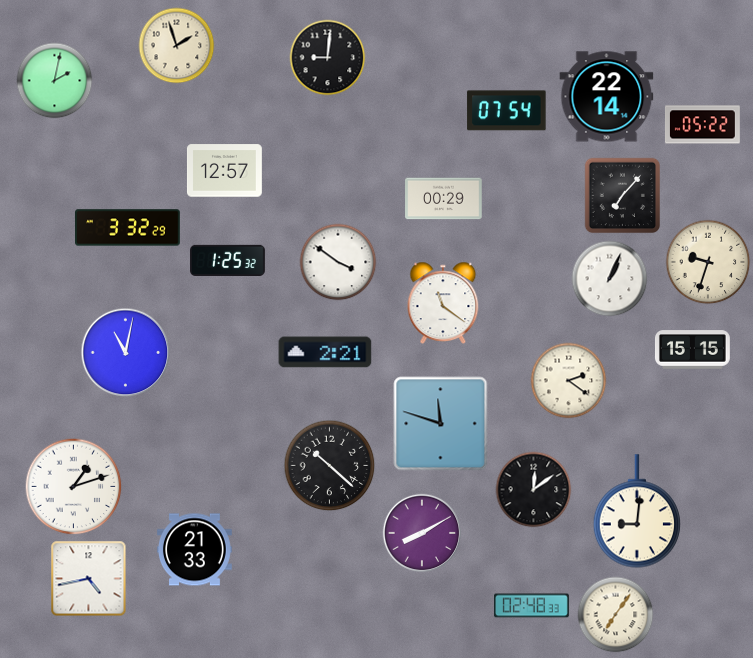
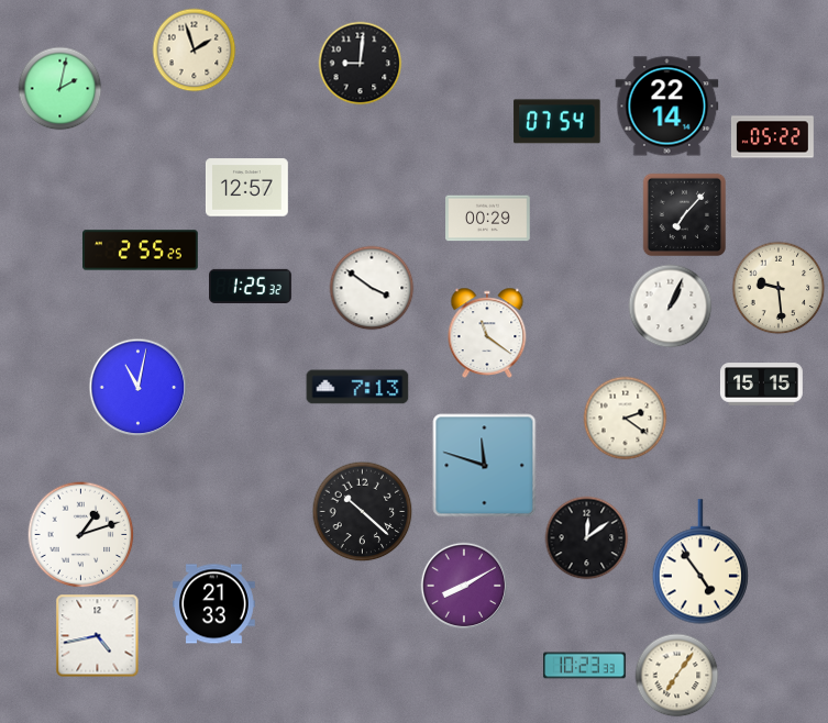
clock at (128, 228): 3:32 -> 2:55
clock at (708, 262): 9:33 -> 9:29
clock at (325, 352): 2:21 -> 7:13
clock at (636, 511): 9:01 -> 4:54
clock at (532, 606): 02:48 -> 10:23
